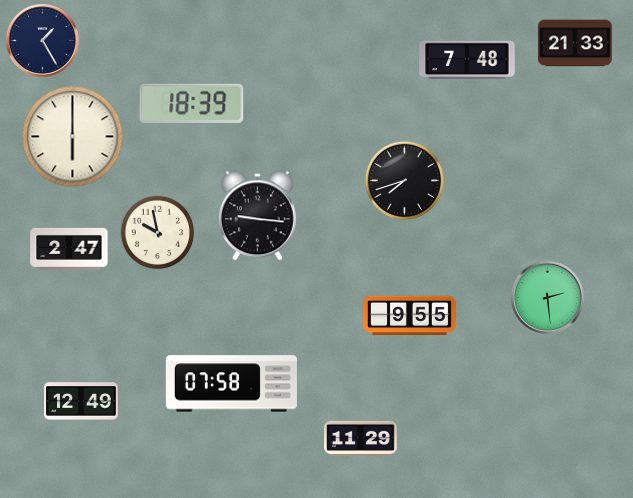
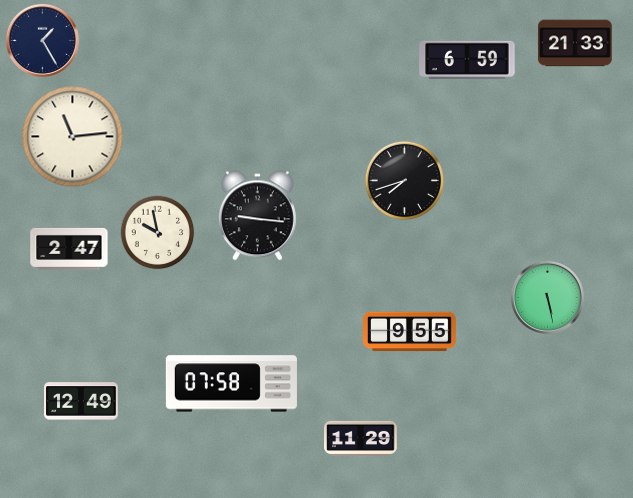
clock at (467, 59): 7:48 -> 6:59
clock at (192, 103): 18:39 -> none
clock at (73, 137): 6:00 -> 11:14
clock at (547, 297): 2:29 -> 5:28
clock at (410, 316) position: (410, 316) -> (410, 332)
